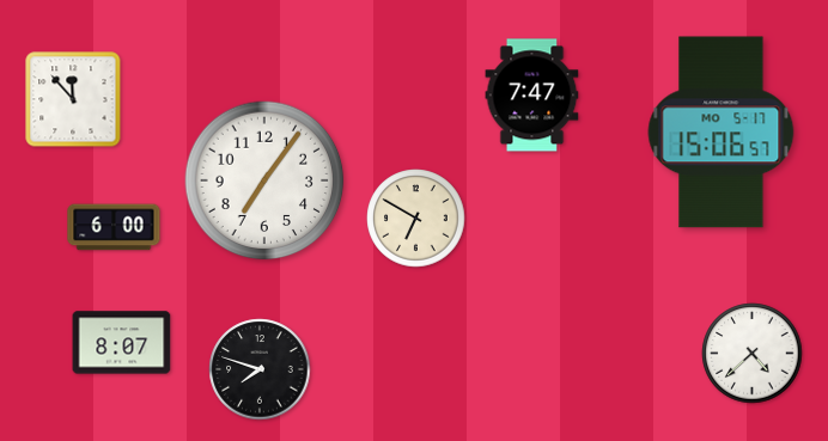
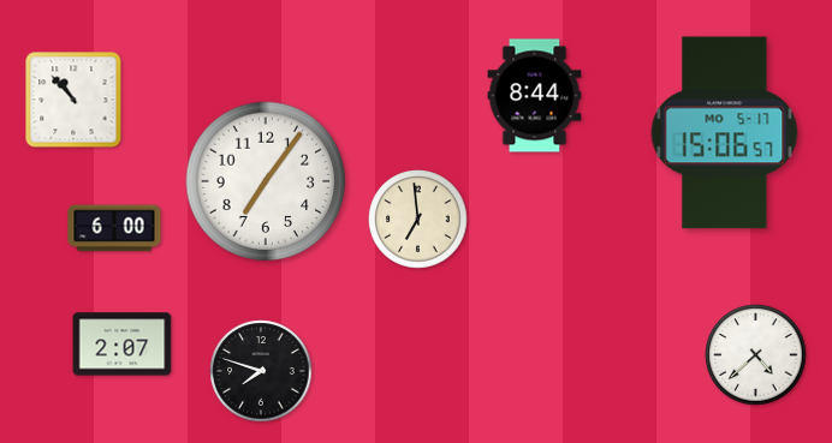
clock at (532, 96): 7:47 -> 8:44
clock at (73, 99): 11:53 -> 10:53
clock at (416, 219): 6:50 -> 6:59
clock at (122, 343): 8:07 -> 2:07
